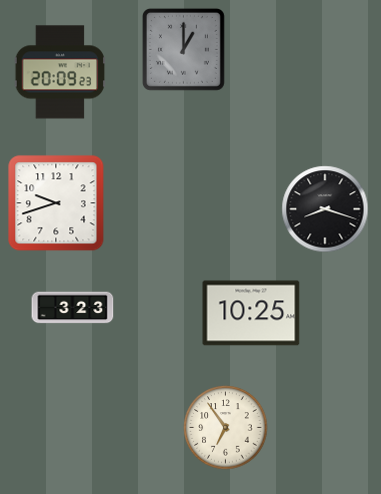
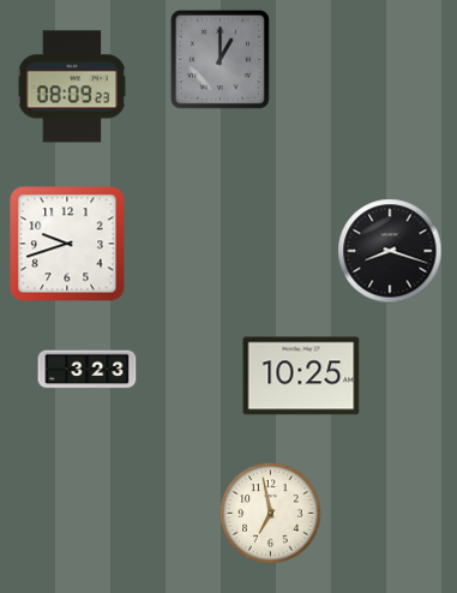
clock at (60, 72): 20:09 -> 08:09
clock at (226, 428): 6:54 -> 6:58
